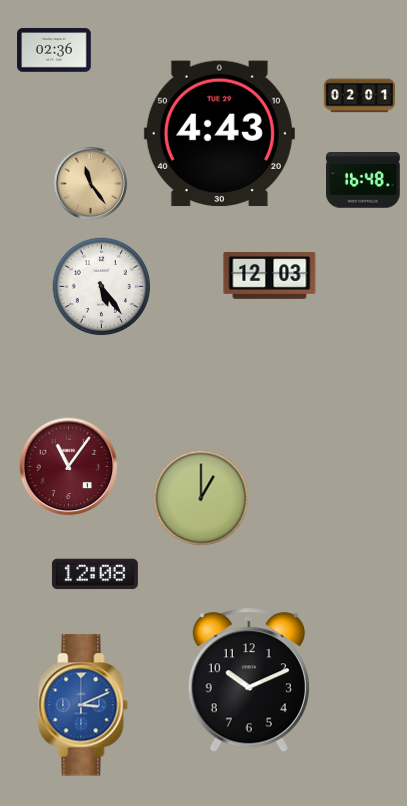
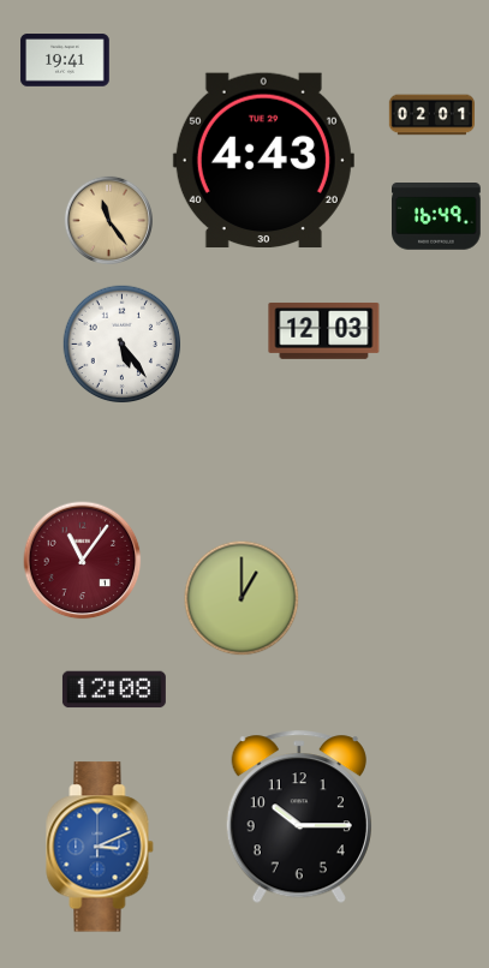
clock at (54, 50): 02:36 -> 19:41
clock at (364, 180): 16:48 -> 16:49
clock at (249, 681): 10:11 -> 10:15
